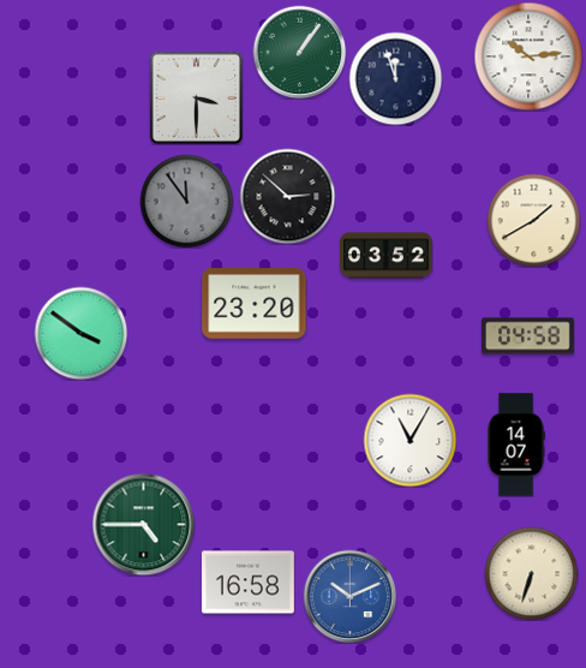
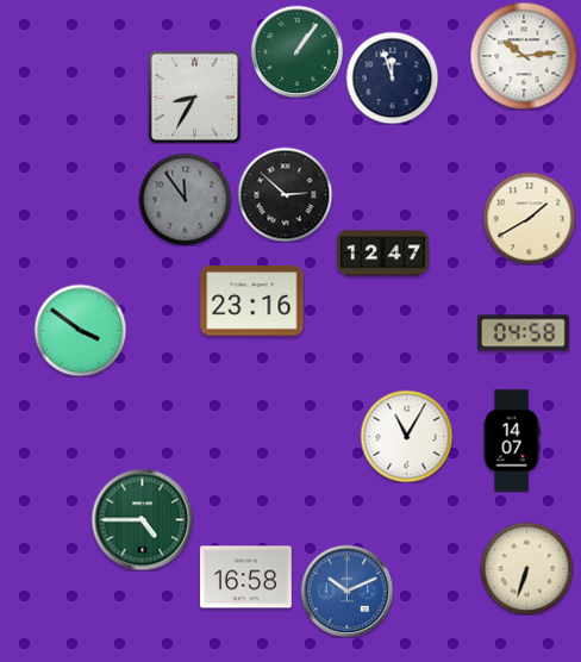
clock at (196, 97): 3:30 -> 8:35
clock at (387, 256): 03:52 -> 12:47
clock at (255, 304): 23:20 -> 23:16
